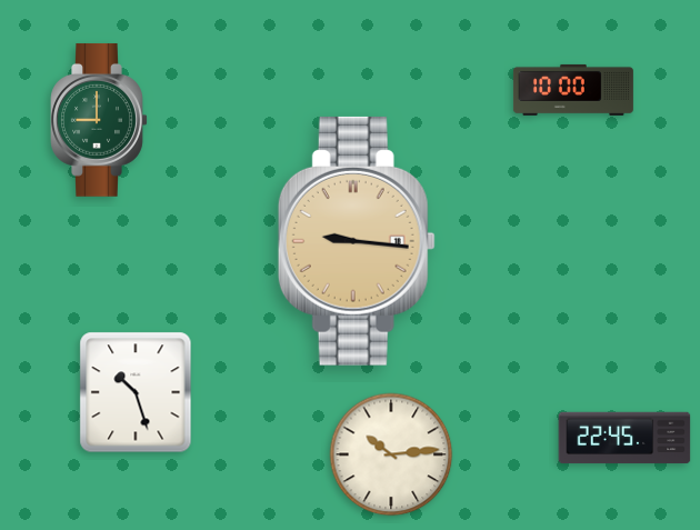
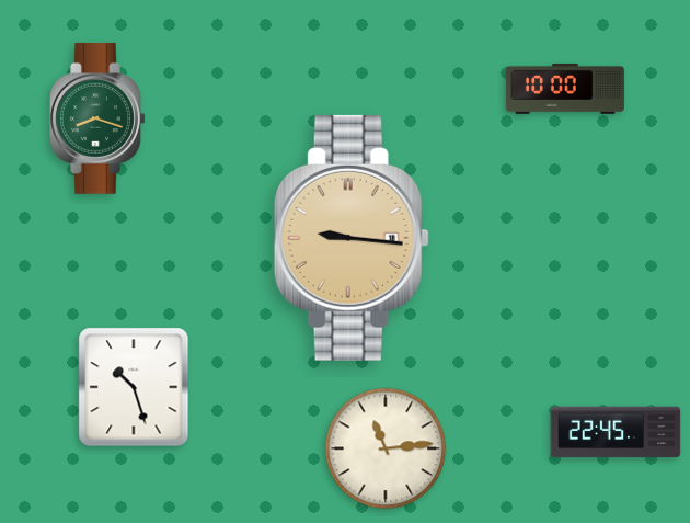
clock at (99, 120): 9:00 -> 8:18
clock at (391, 454): 10:14 -> 11:14
